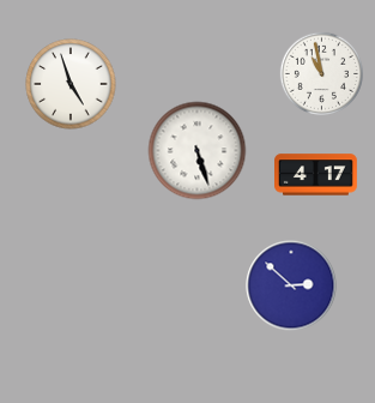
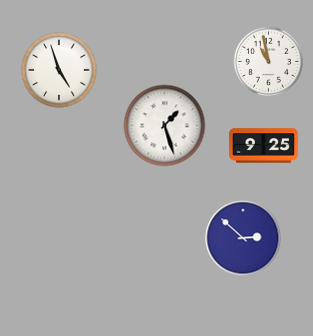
clock at (198, 151): 5:27 -> 1:27
clock at (316, 175): 4:17 -> 9:25
